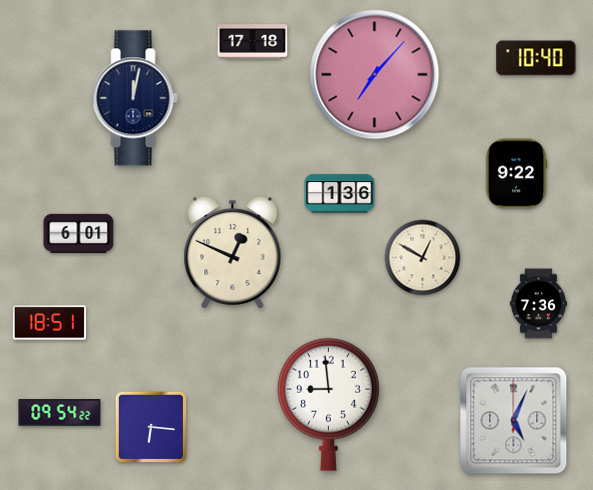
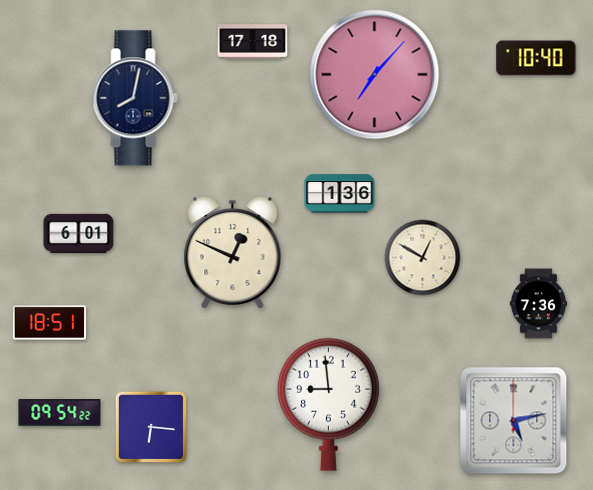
clock at (135, 98): 12:02 -> 8:02
clock at (516, 174): 9:22 -> none
clock at (514, 421): 5:04 -> 5:13
